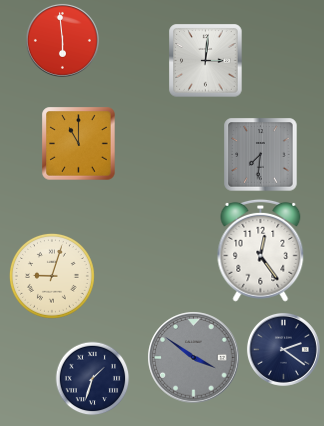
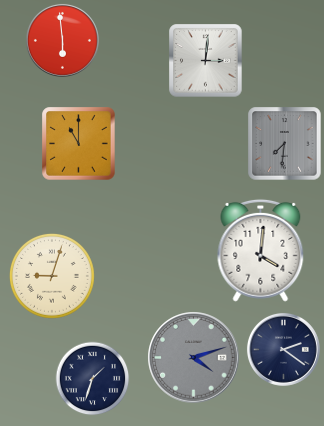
clock at (261, 155) position: (261, 155) -> (285, 144)
clock at (261, 250): 12:24 -> 4:01
clock at (194, 358): 3:51 -> 4:12
